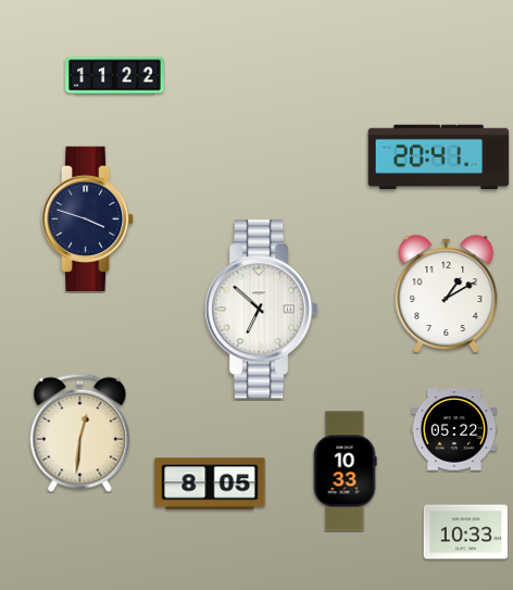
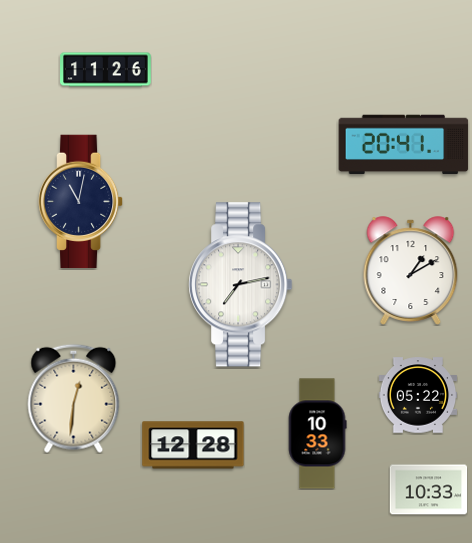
clock at (115, 76): 11:22 -> 11:26
clock at (88, 219): 3:48 -> 11:02
clock at (262, 310): 6:52 -> 7:13
clock at (210, 484): 8:05 -> 12:28
